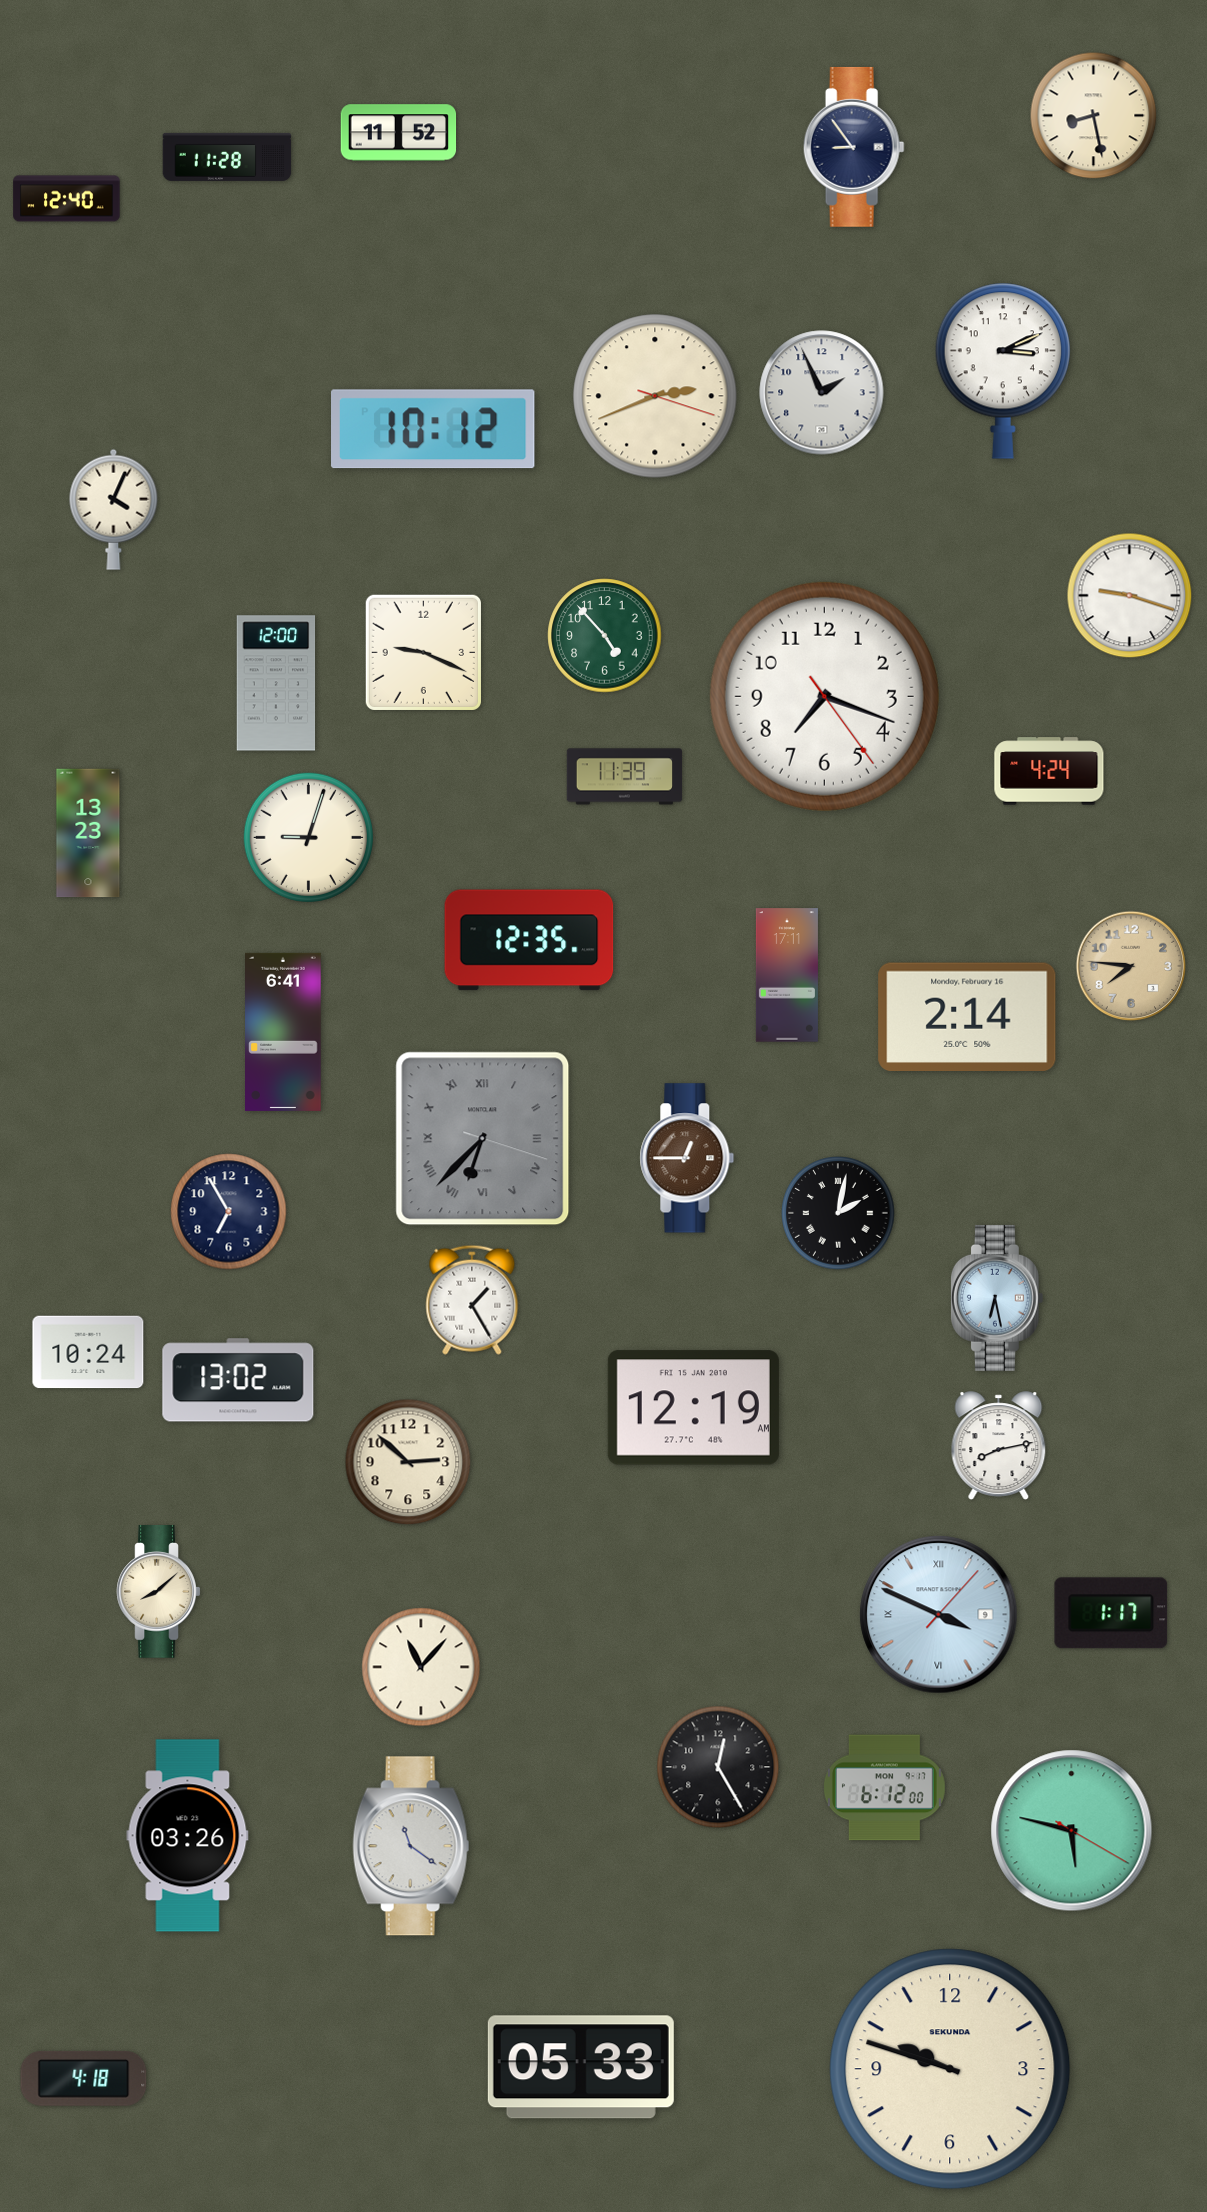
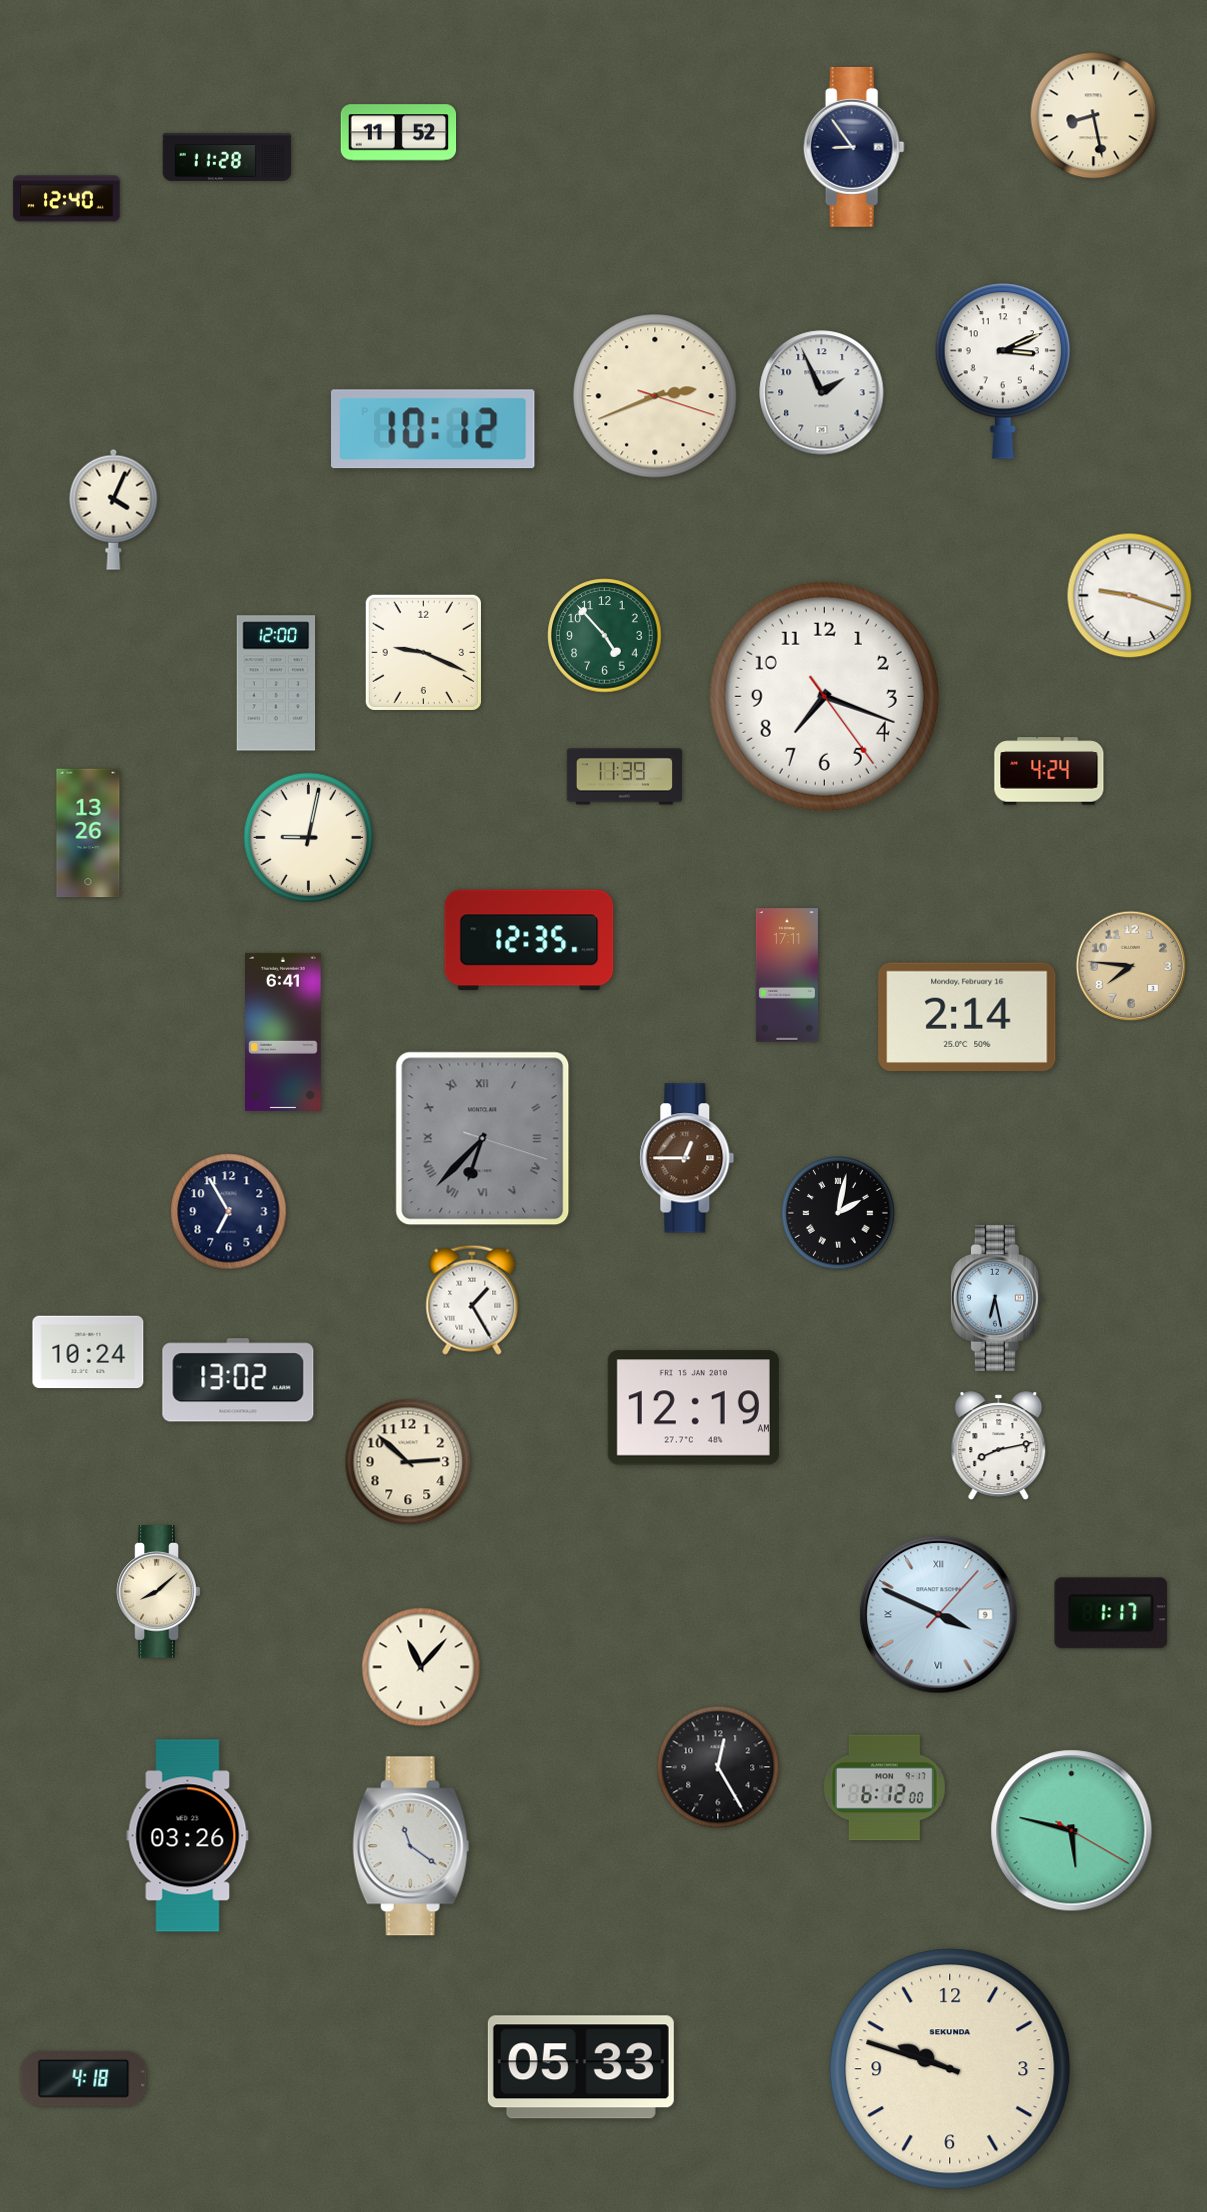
clock at (88, 833): 13:23 -> 13:26
clock at (308, 837): 9:03 -> 9:02
